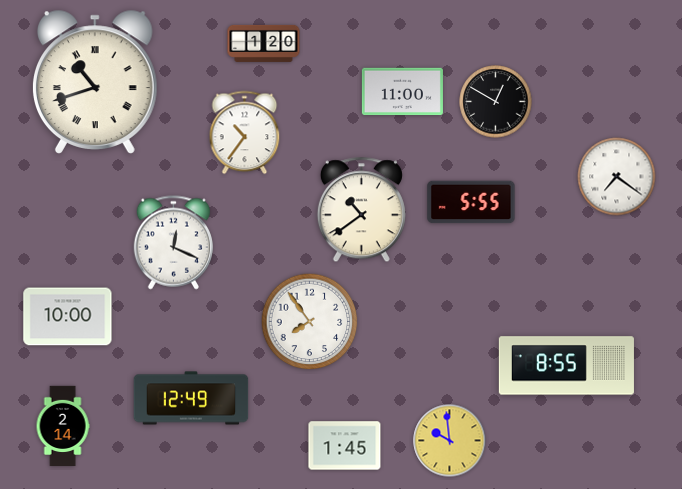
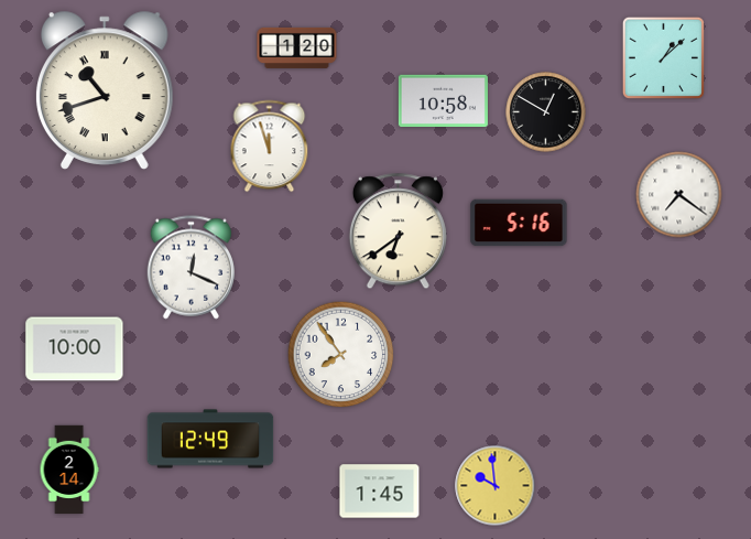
clock at (264, 43) position: (264, 43) -> (297, 47)
clock at (663, 57): none -> 1:08
clock at (402, 92): 11:00 -> 10:58
clock at (245, 133): 10:36 -> 11:57
clock at (471, 202): 5:55 -> 5:16
clock at (361, 210): 10:39 -> 6:39
clock at (566, 366): 8:55 -> none
